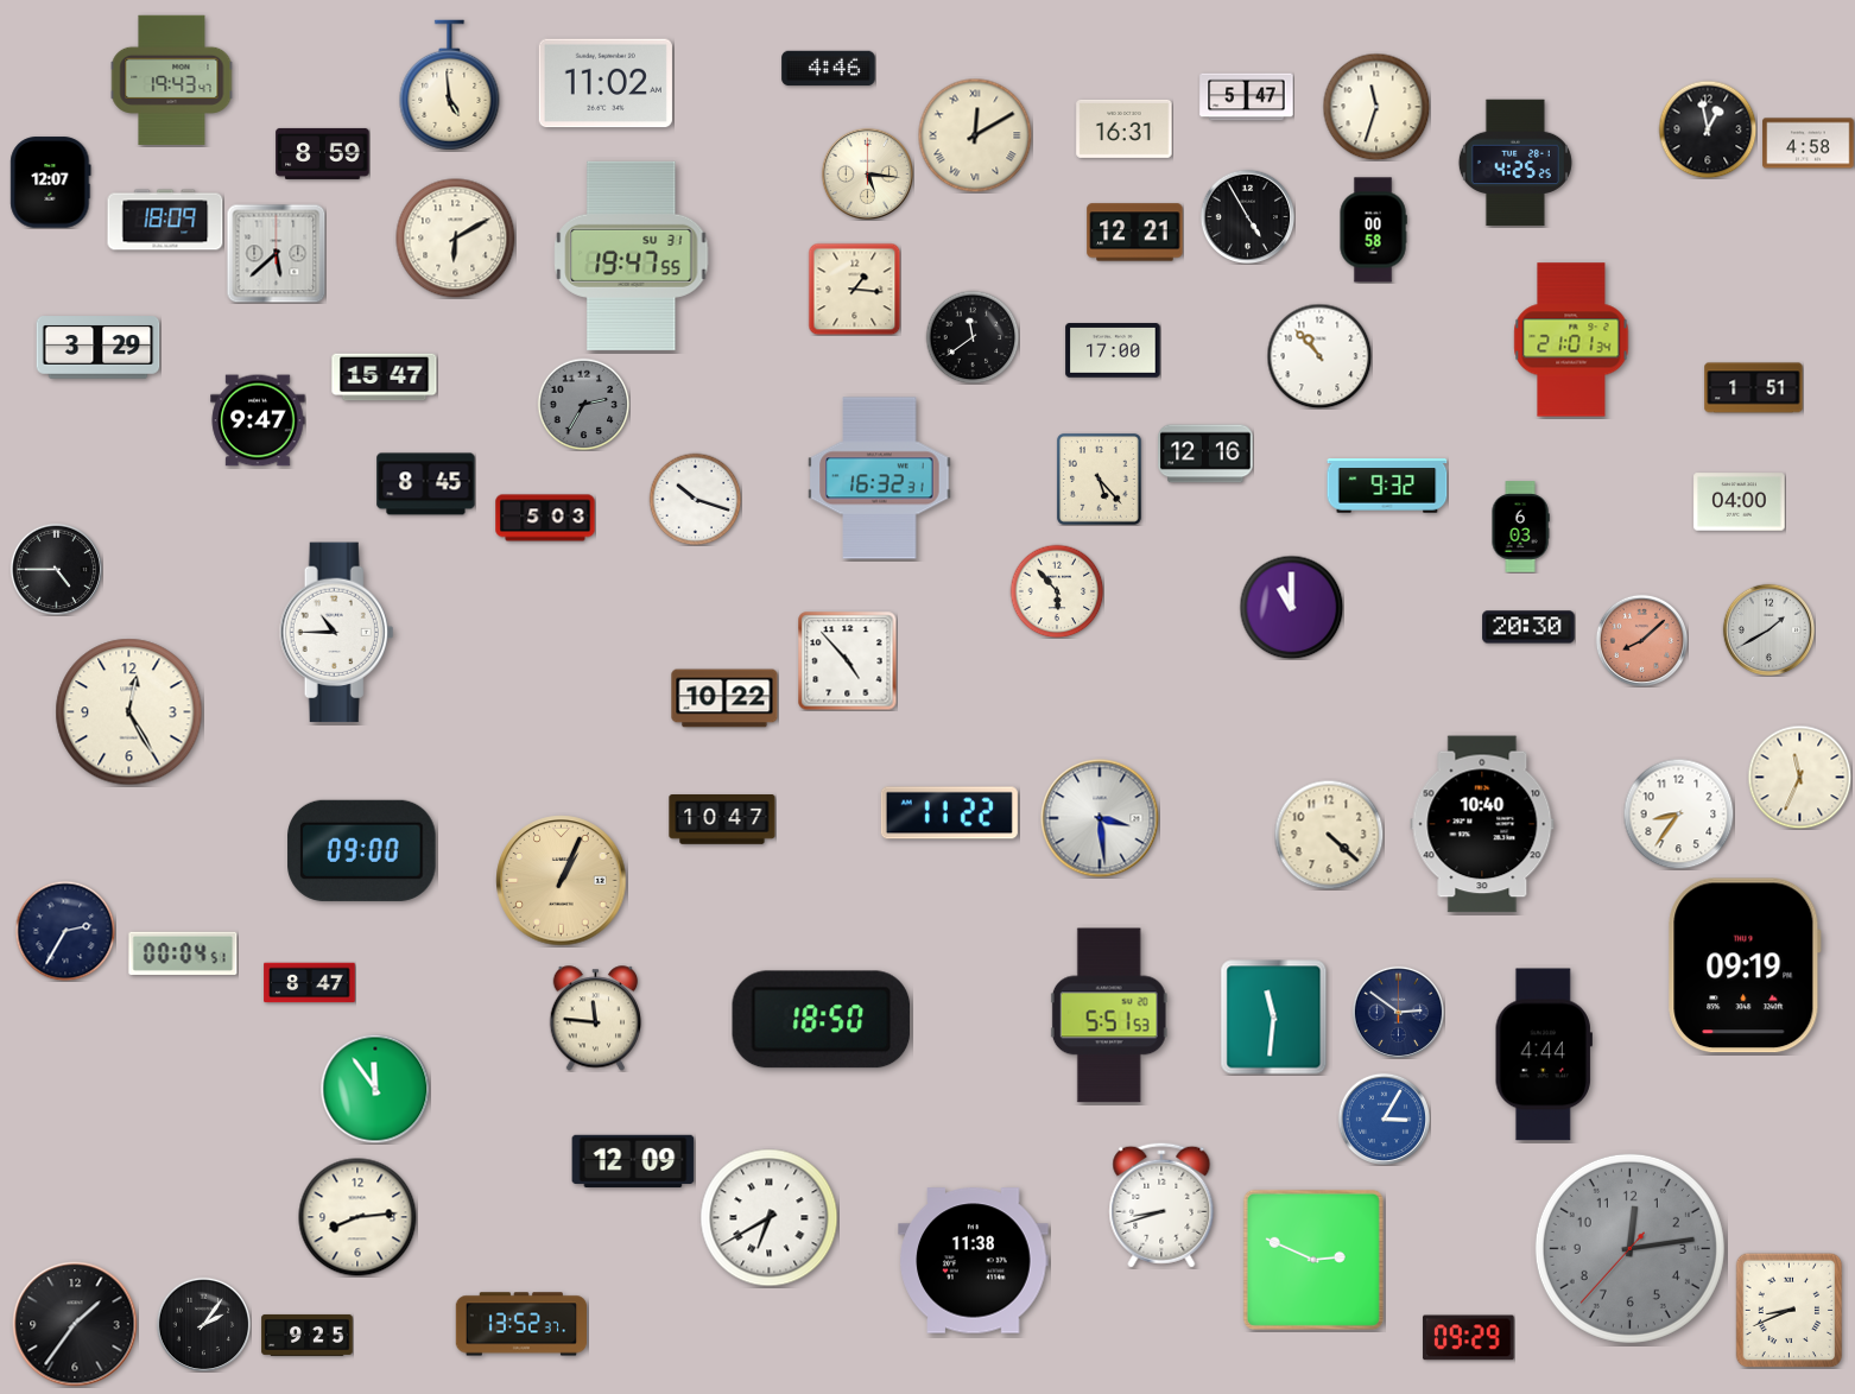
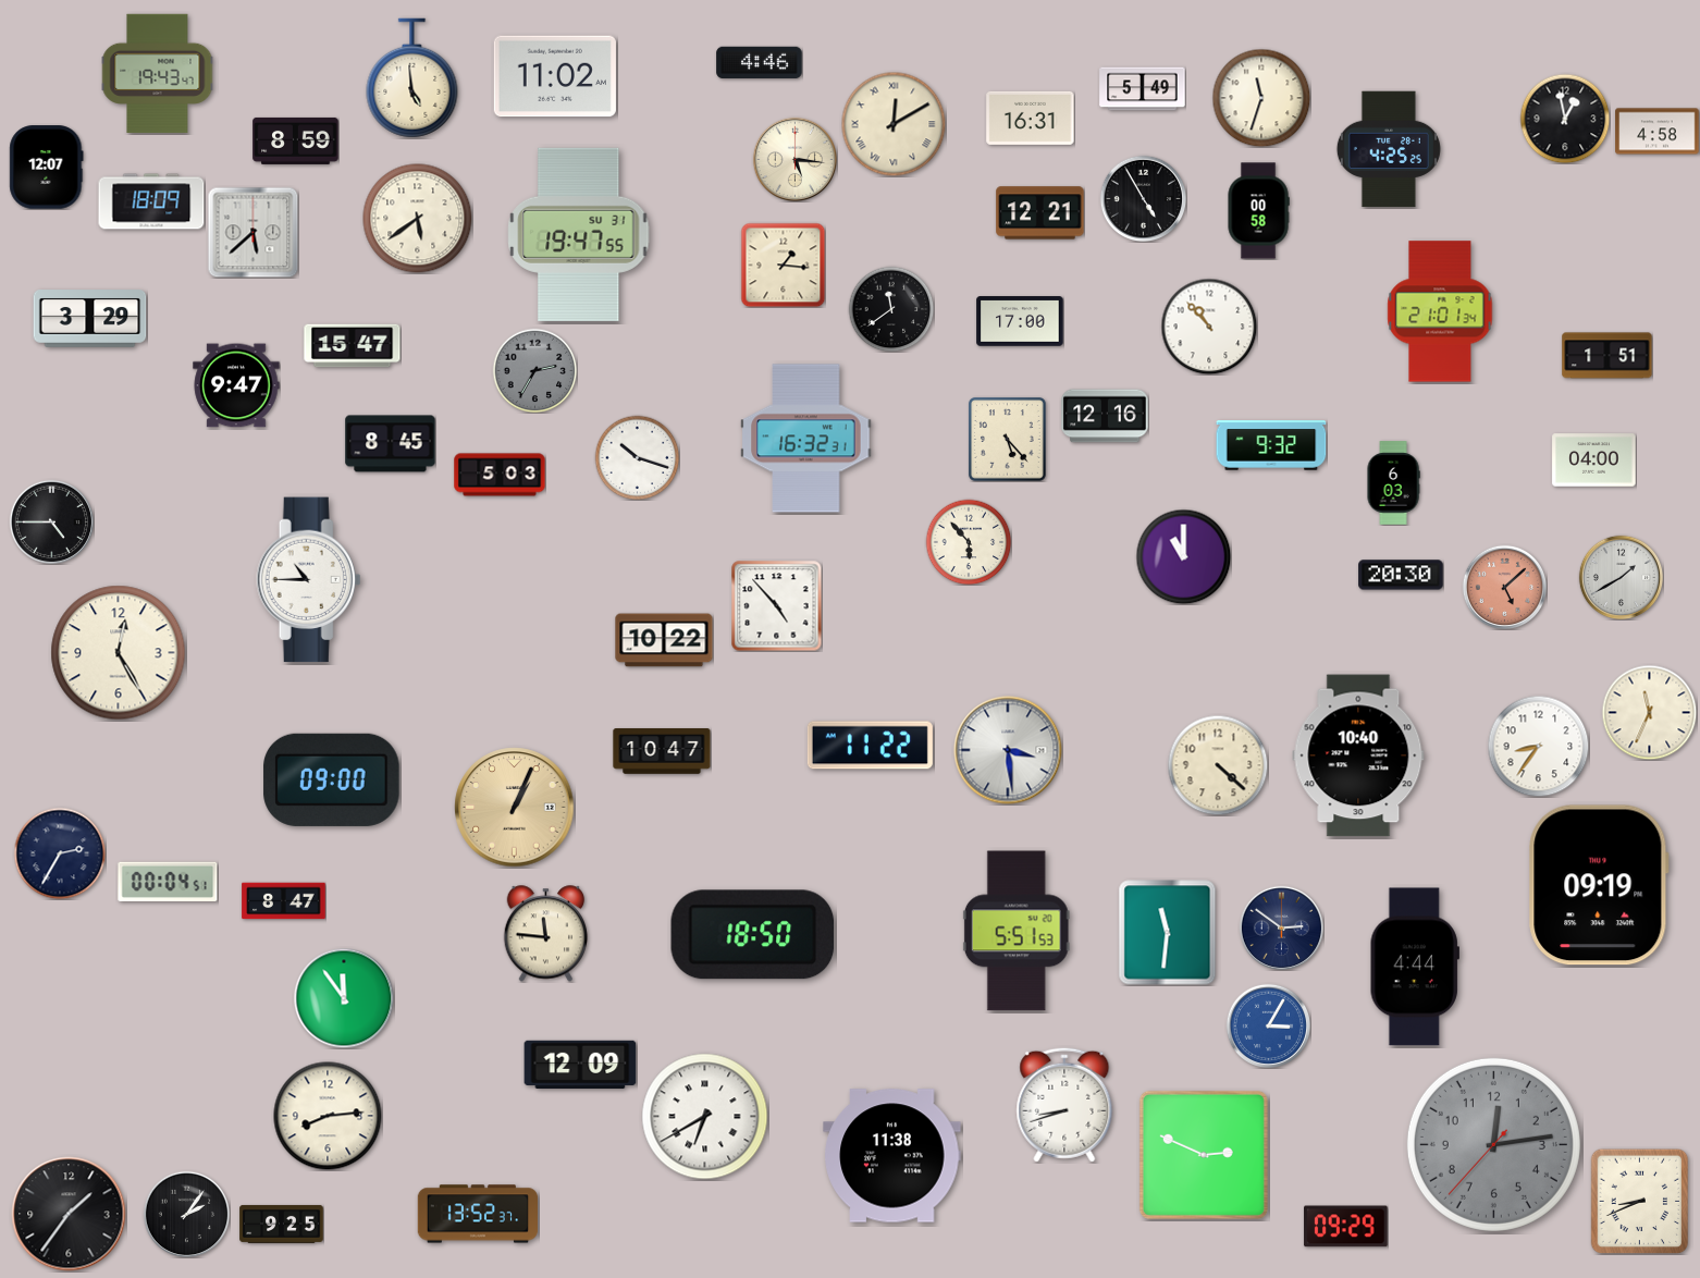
clock at (1247, 97): 5:47 -> 5:49
clock at (456, 239): 6:10 -> 5:39
clock at (1641, 640): 8:08 -> 5:08
clock at (183, 953) position: (183, 953) -> (168, 882)
